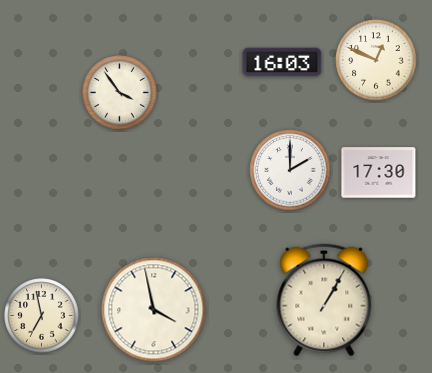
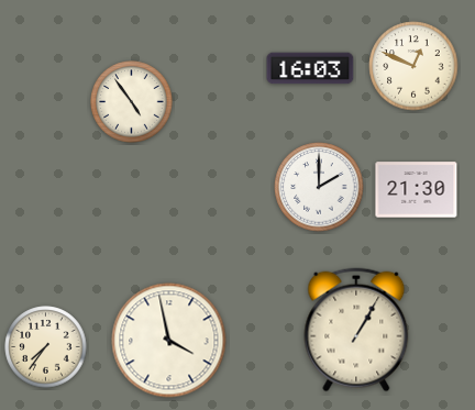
clock at (120, 93): 3:54 -> 4:54
clock at (379, 173): 17:30 -> 21:30
clock at (42, 316): 6:58 -> 7:36
